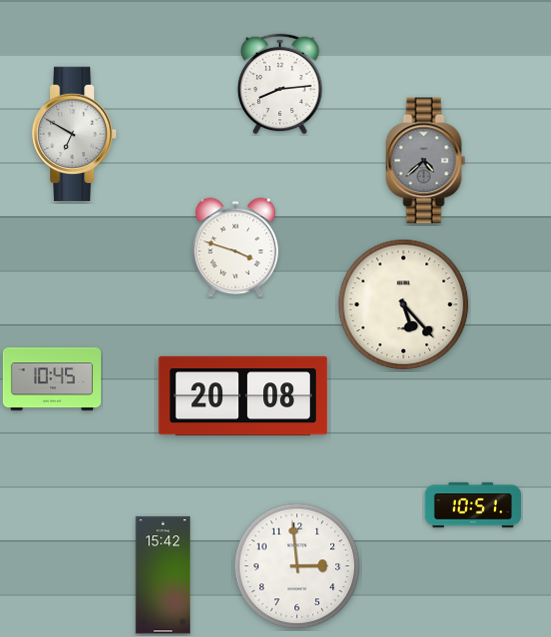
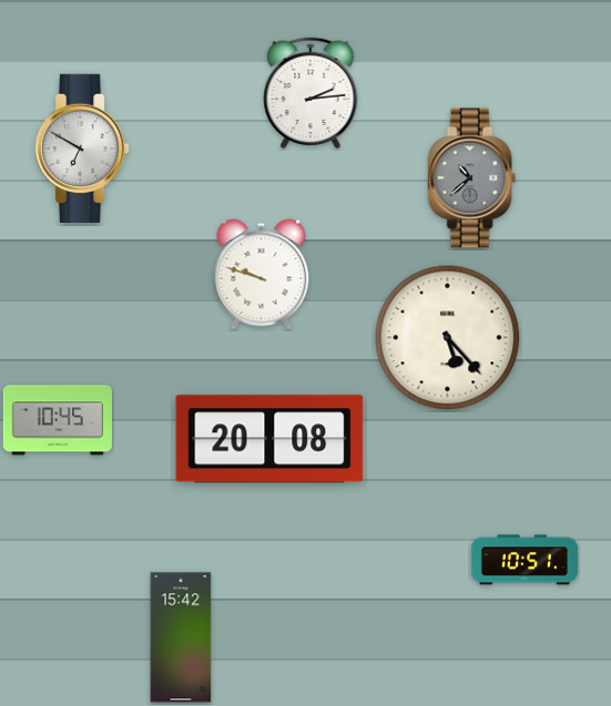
clock at (280, 84): 8:14 -> 2:14
clock at (426, 161): 4:38 -> 10:38
clock at (236, 248): 3:48 -> 9:48
clock at (297, 566): 2:59 -> none
